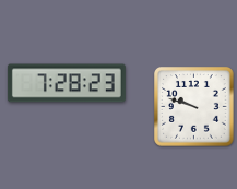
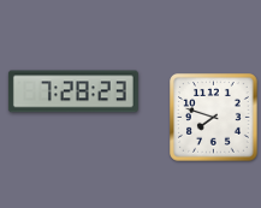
clock at (194, 107): 9:48 -> 7:48
